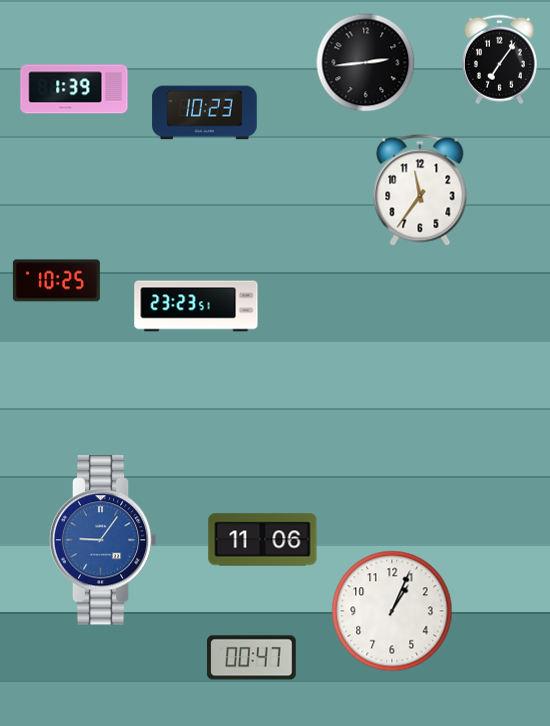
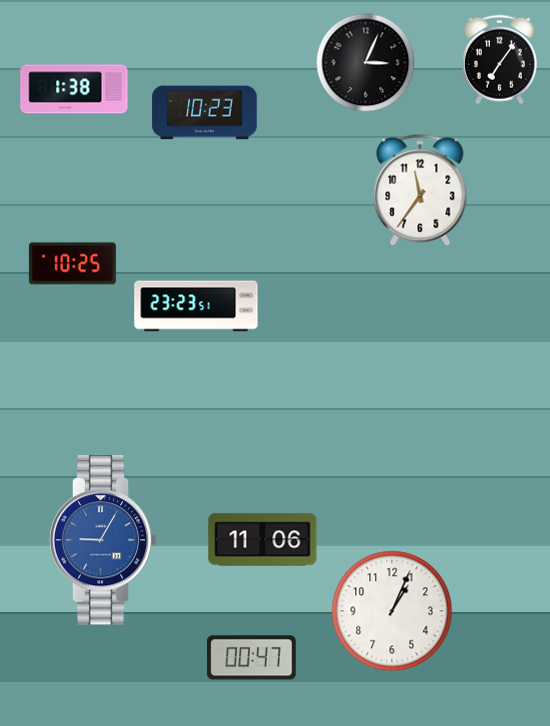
clock at (366, 63): 2:44 -> 3:04
clock at (74, 89): 1:39 -> 1:38
clock at (56, 281) position: (56, 281) -> (72, 264)
clock at (103, 540): 9:06 -> 9:05
